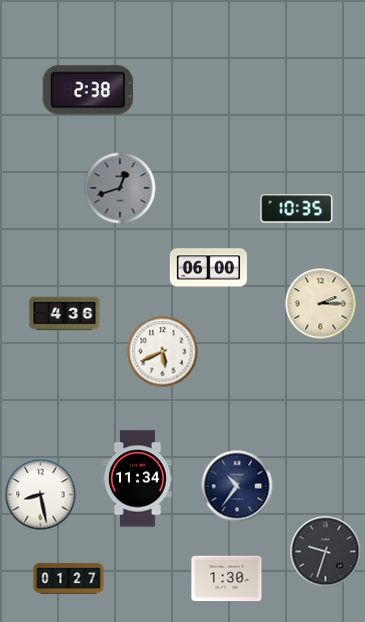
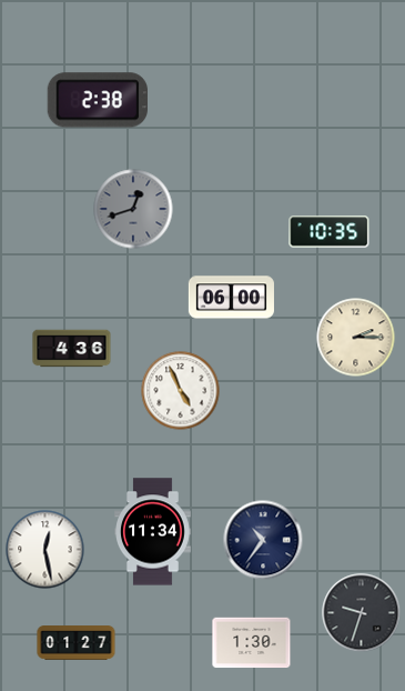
clock at (163, 352): 5:41 -> 4:56
clock at (41, 495): 8:28 -> 12:28
